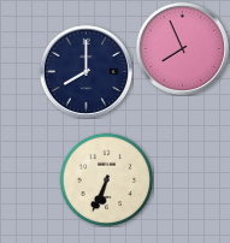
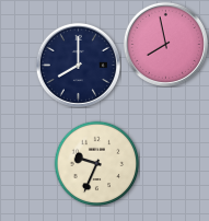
clock at (182, 48): 7:56 -> 7:58
clock at (106, 179): 6:34 -> 9:34
